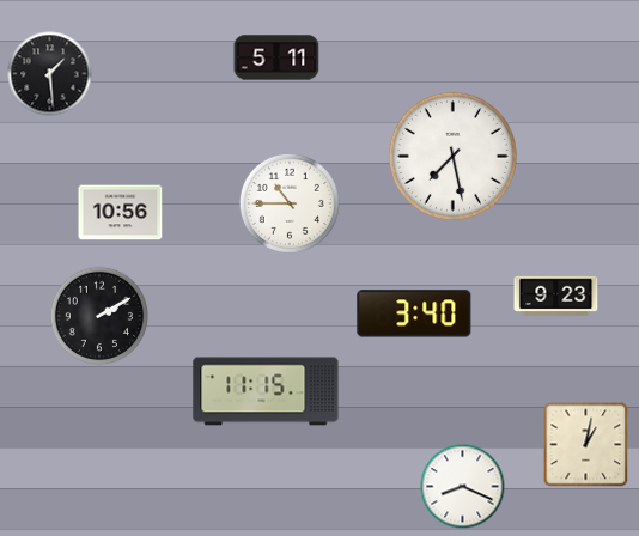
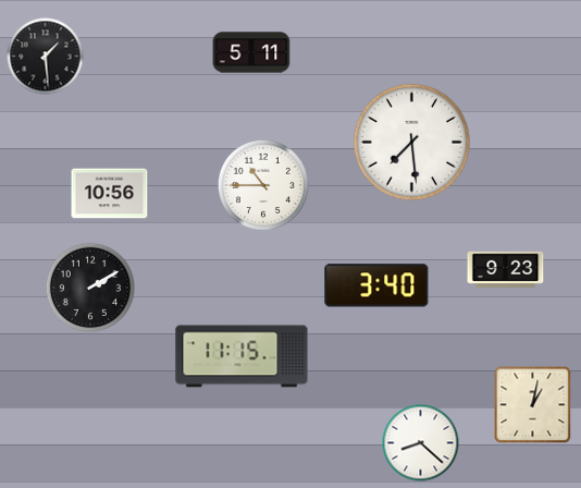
clock at (50, 74) position: (50, 74) -> (46, 57)
clock at (452, 156): 7:28 -> 7:29
clock at (463, 487): 8:19 -> 8:22
